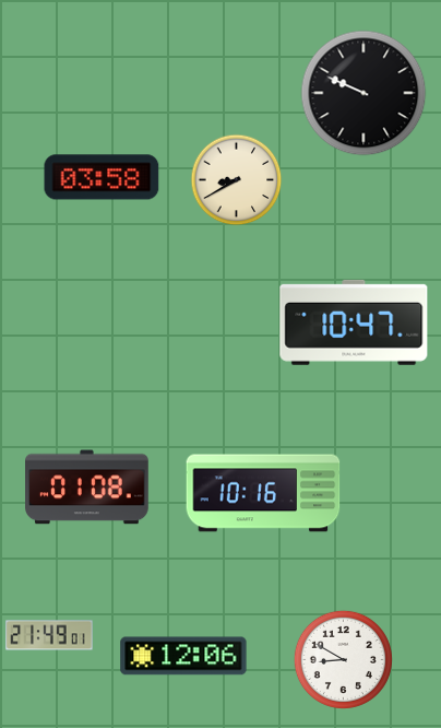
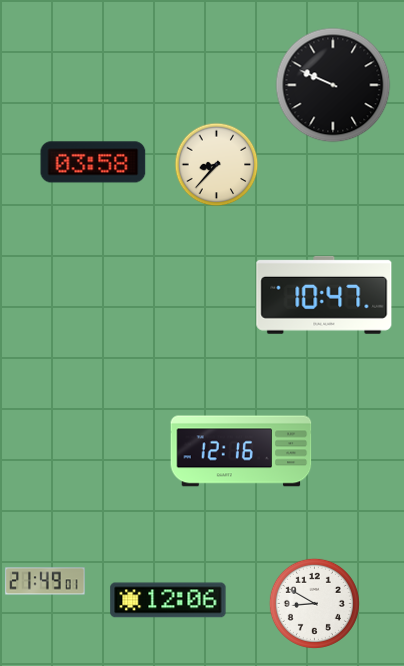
clock at (237, 180): 8:40 -> 8:37
clock at (87, 488): 01:08 -> none
clock at (263, 493): 10:16 -> 12:16
